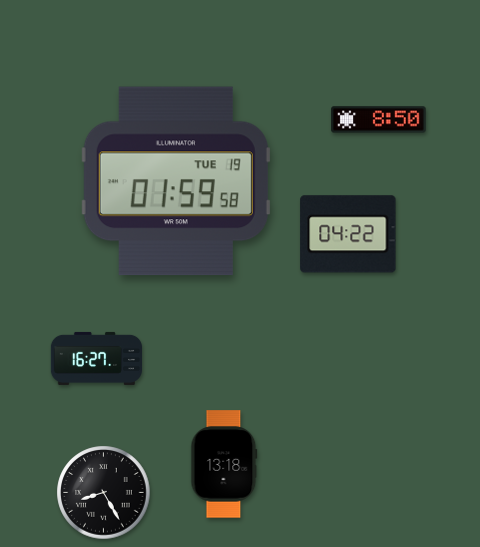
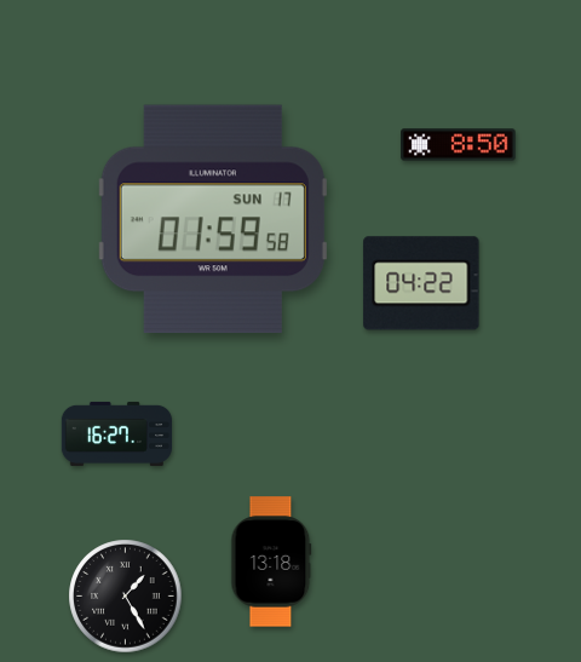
clock at (176, 181) date: TUE 19 -> SUN 17
clock at (104, 493): 8:25 -> 1:25
